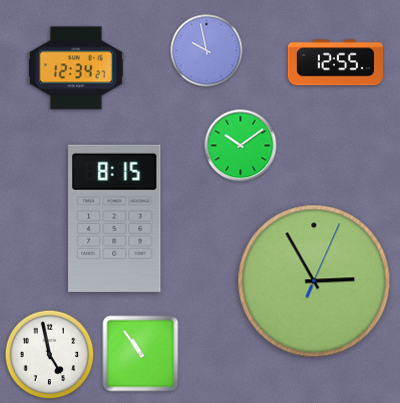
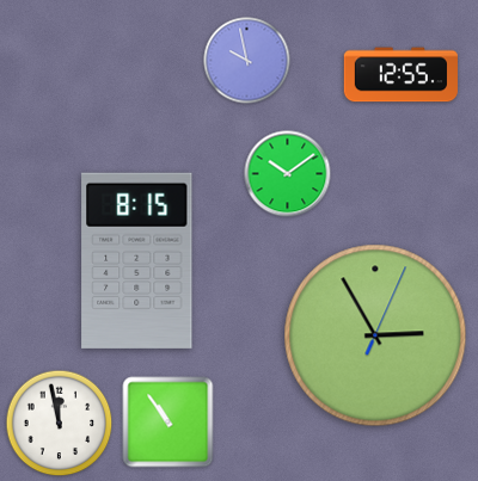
clock at (76, 68): 12:34 -> none
clock at (50, 355): 4:58 -> 11:58
